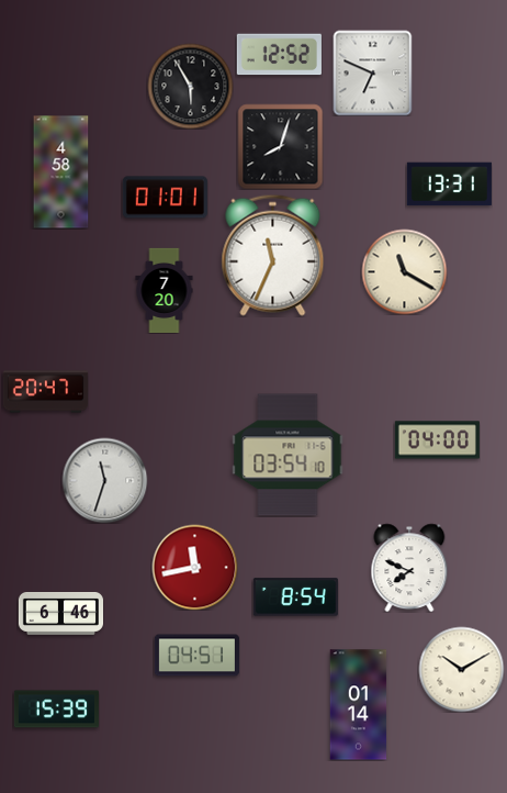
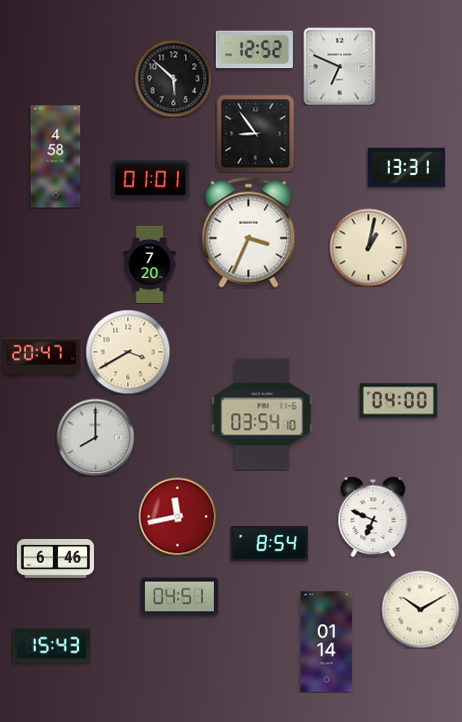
clock at (190, 86): 5:55 -> 5:52
clock at (280, 146): 8:03 -> 8:54
clock at (449, 185) position: (449, 185) -> (406, 168)
clock at (273, 255): 11:34 -> 3:34
clock at (404, 271): 11:20 -> 1:02
clock at (128, 352): none -> 3:40
clock at (104, 480): 11:33 -> 8:00
clock at (409, 568): 7:49 -> 6:49
clock at (56, 710): 15:39 -> 15:43
